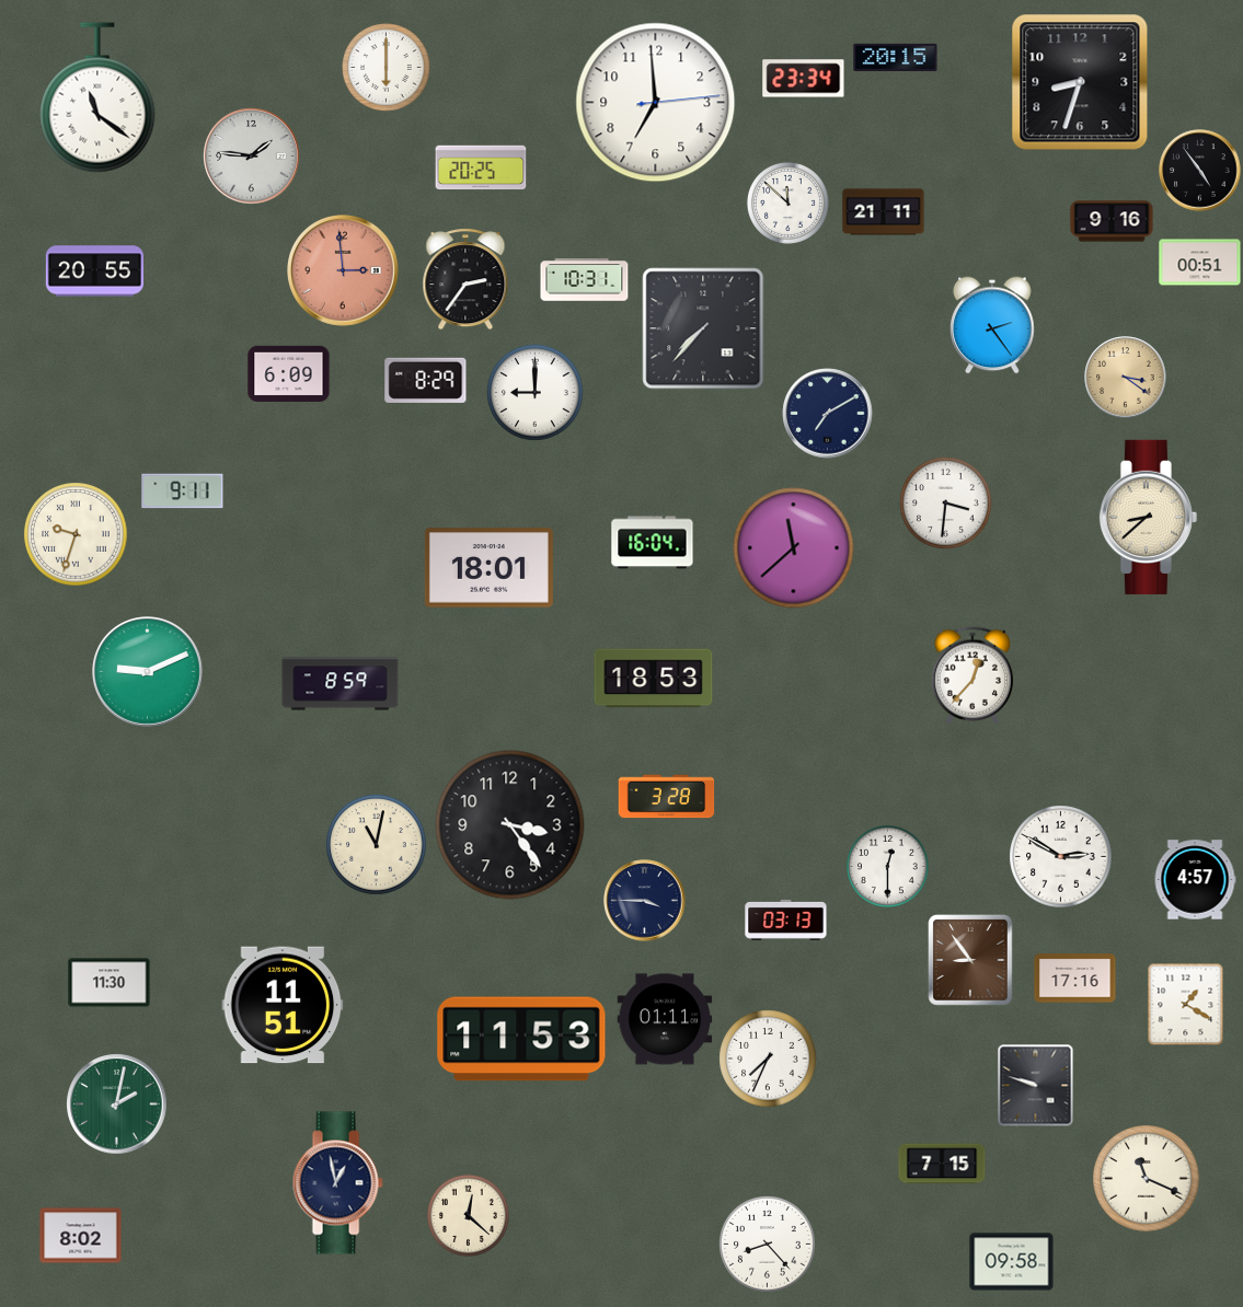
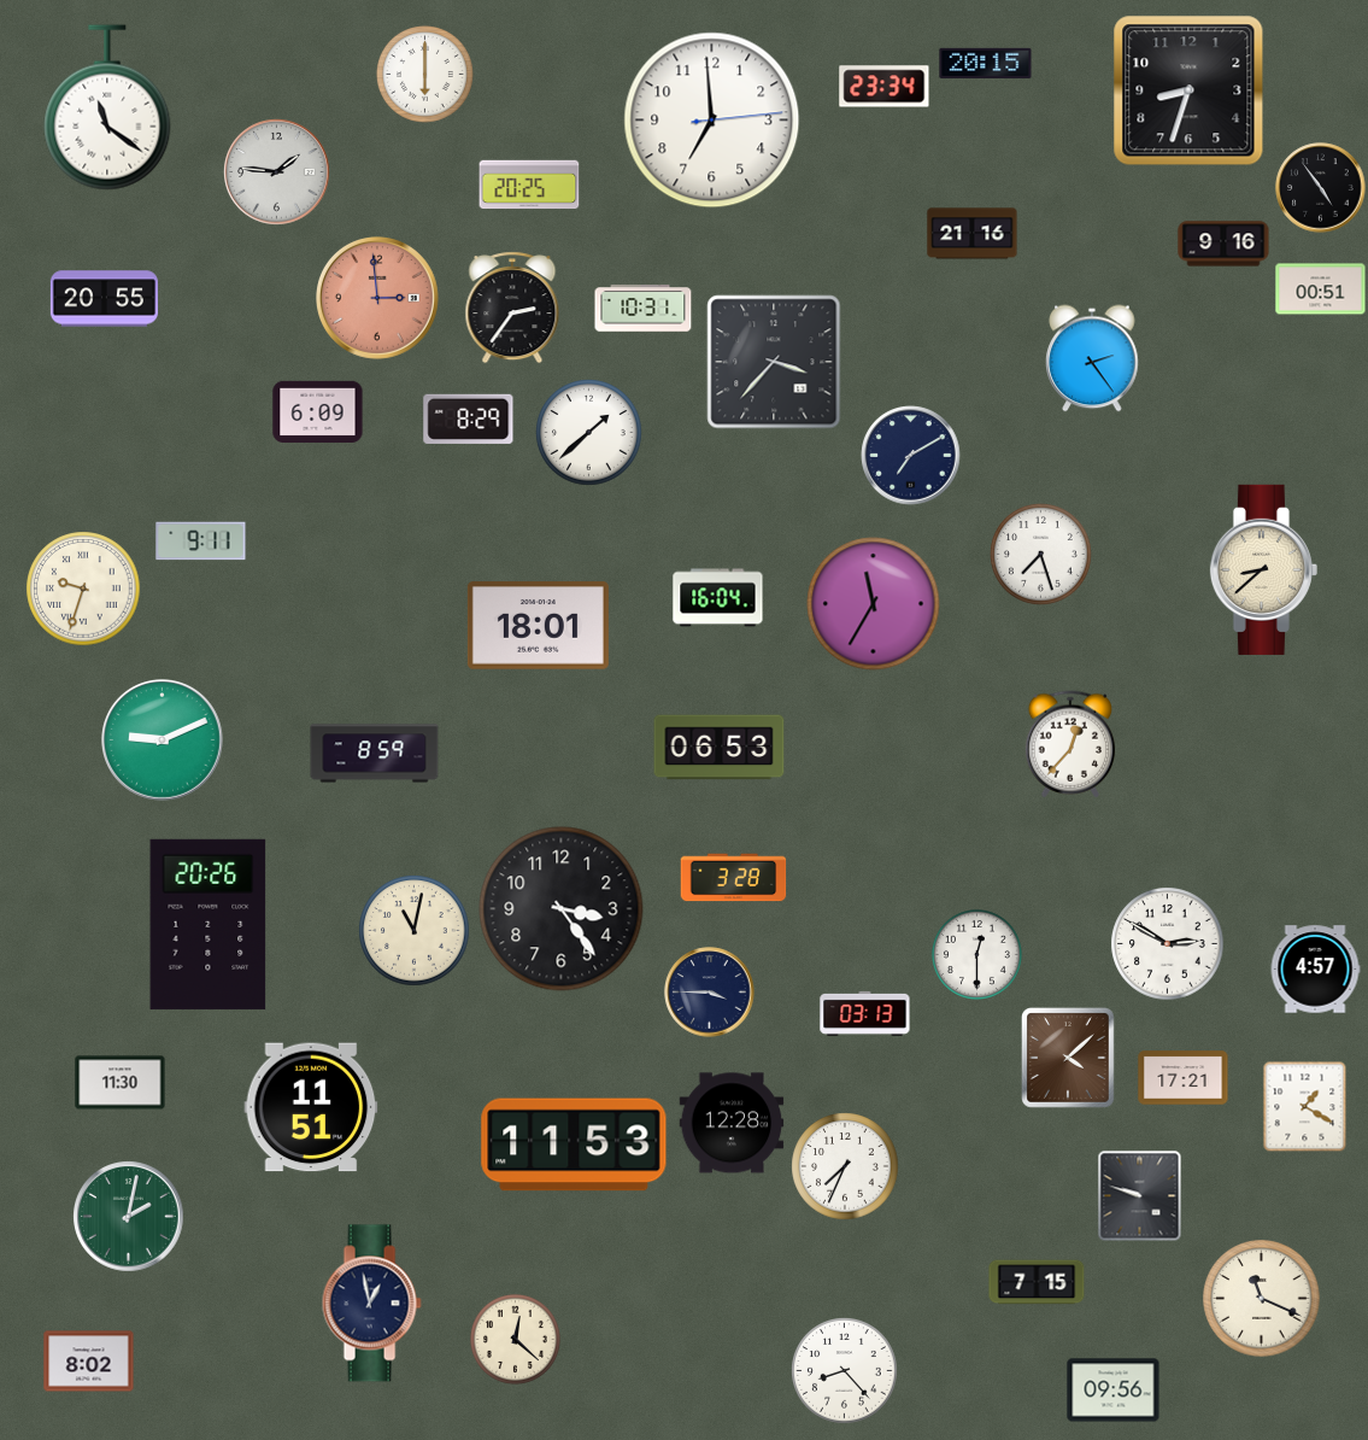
clock at (656, 103) position: (656, 103) -> (712, 121)
clock at (787, 203): 11:52 -> none
clock at (884, 212): 21:11 -> 21:16
clock at (703, 328): 7:37 -> 3:37
clock at (1126, 378): 3:21 -> none
clock at (536, 393): 9:00 -> 1:38
clock at (946, 504): 3:31 -> 7:27
clock at (794, 548): 11:38 -> 11:35
clock at (654, 679): 18:53 -> 06:53
clock at (209, 924): none -> 20:26
clock at (971, 960): 8:54 -> 4:08
clock at (1075, 979): 17:16 -> 17:21
clock at (665, 1019): 01:11 -> 12:28
clock at (1012, 1262): 09:58 -> 09:56
